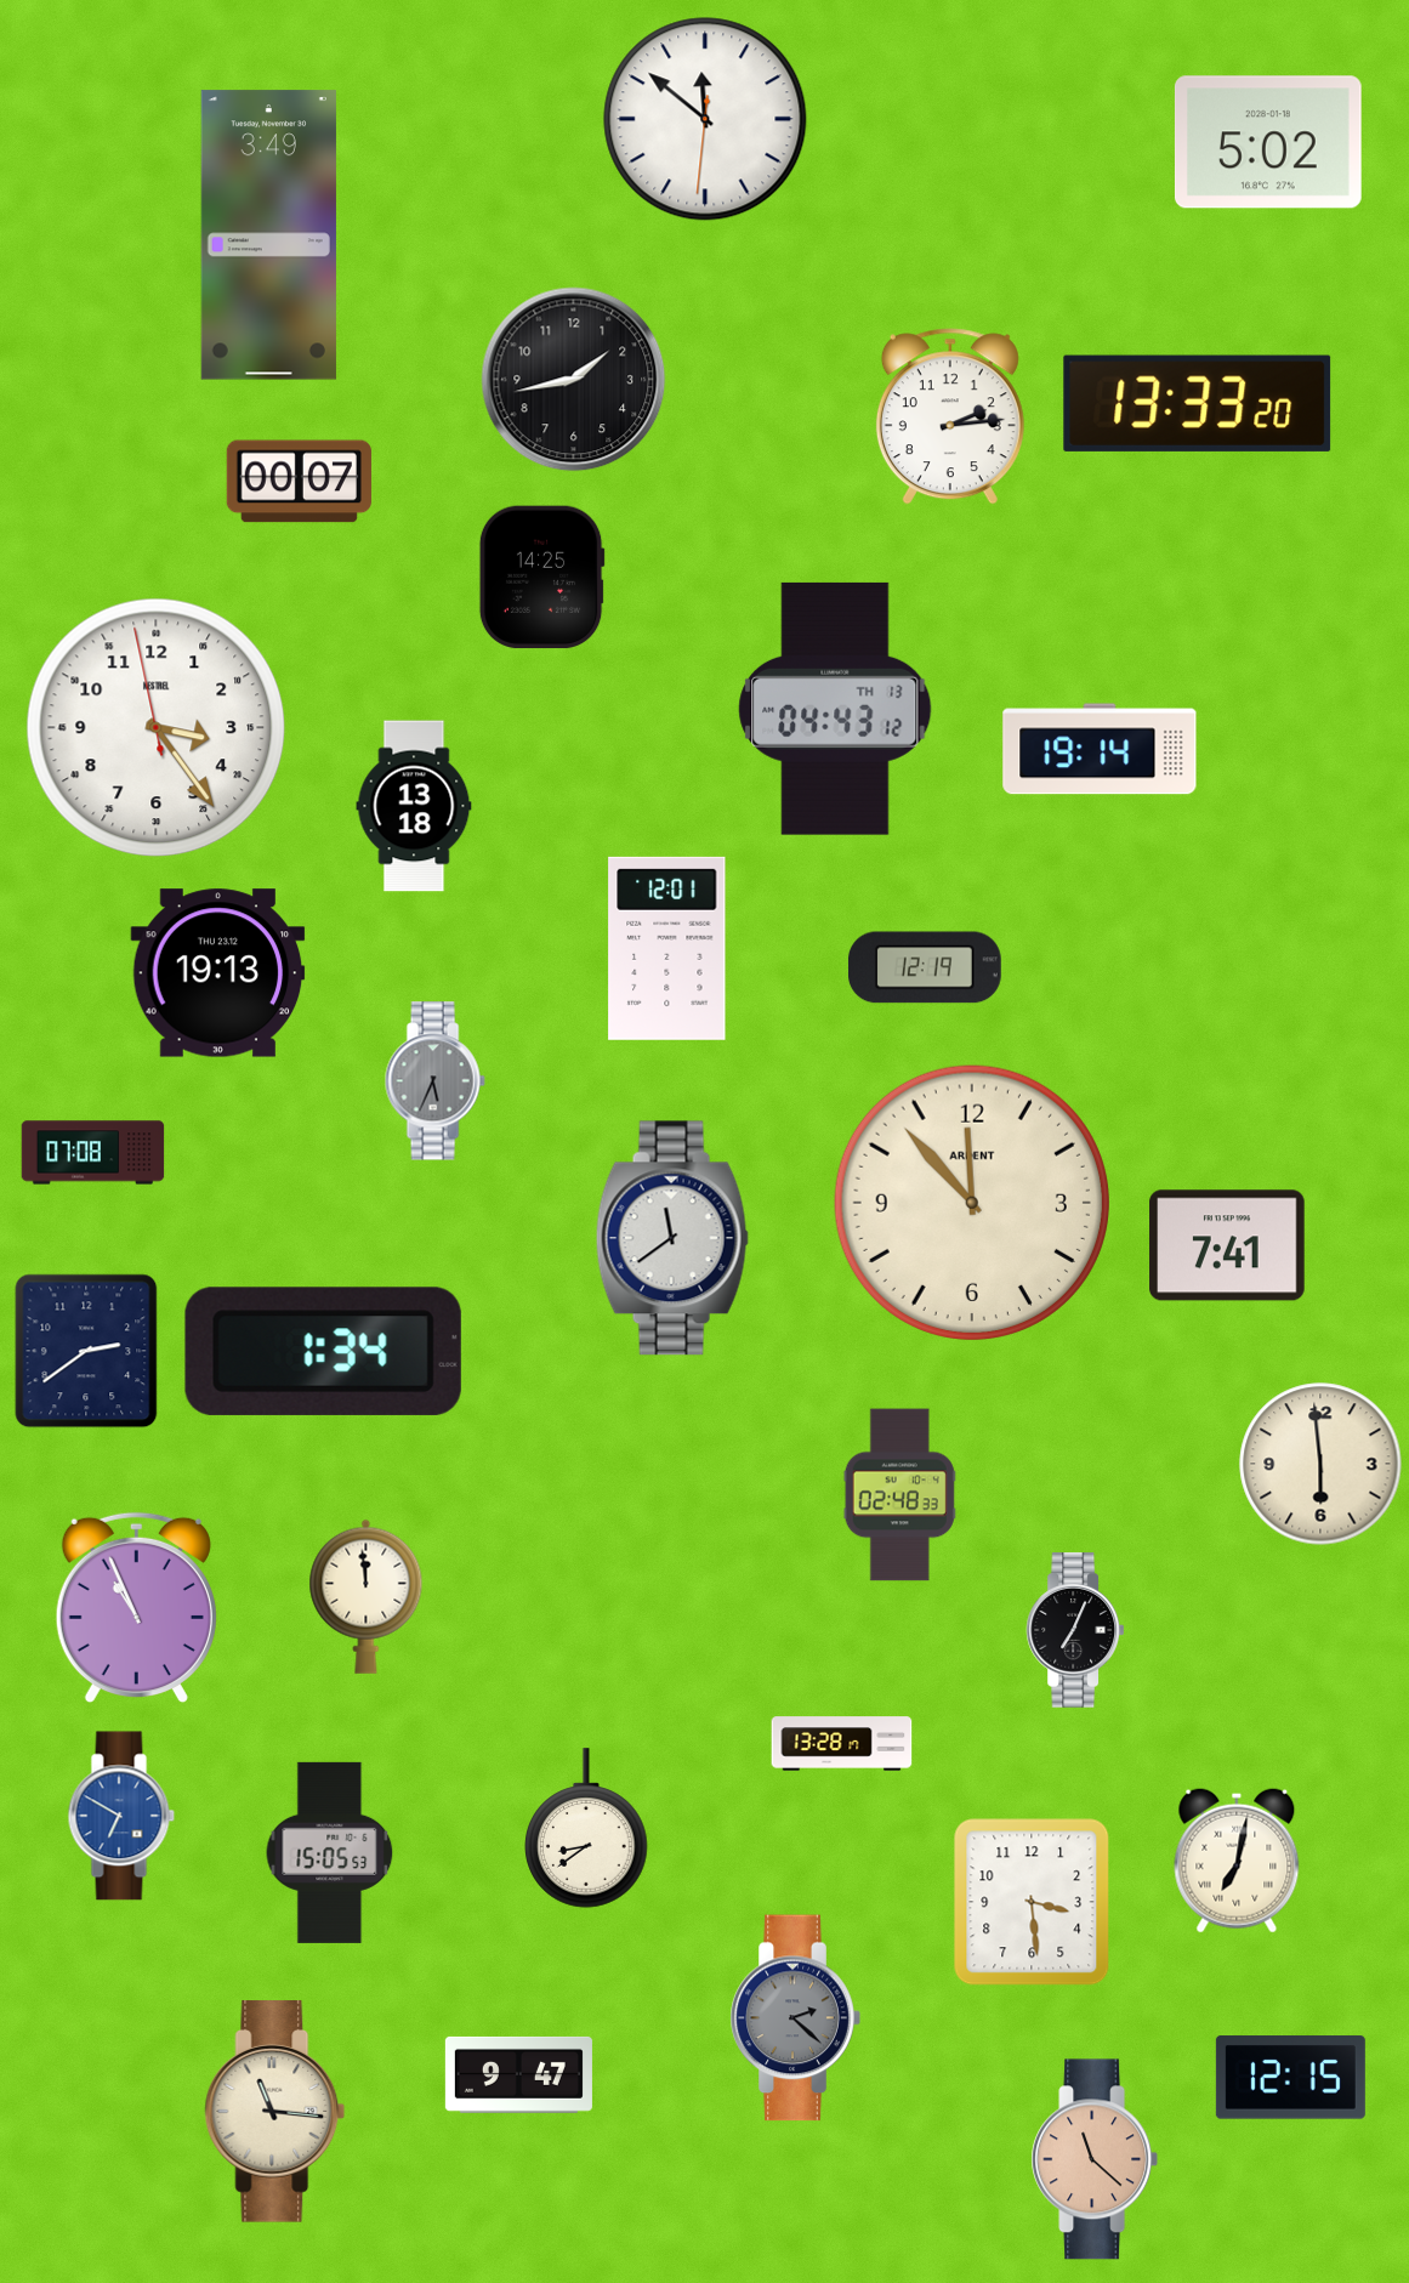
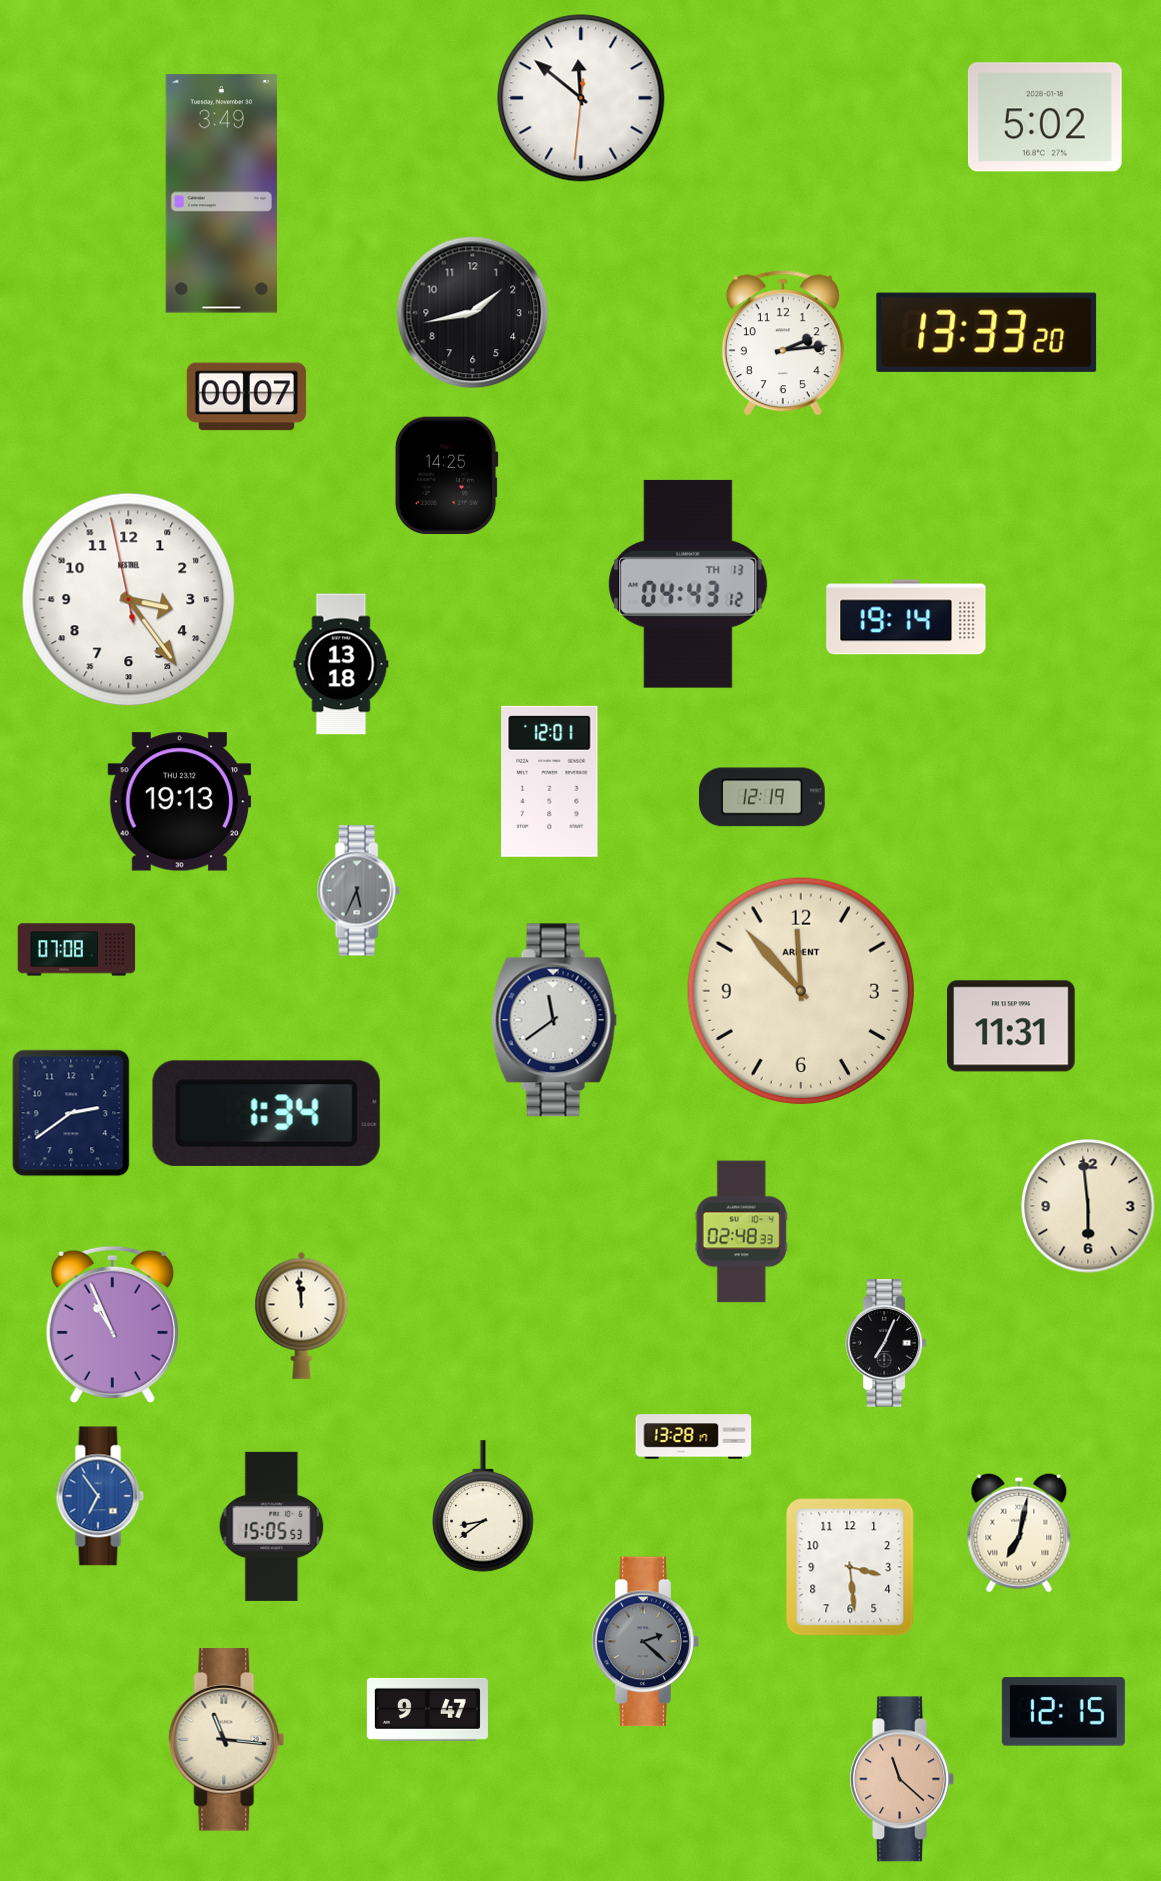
clock at (1227, 1245): 7:41 -> 11:31
clock at (121, 1816): 6:50 -> 6:54
clock at (795, 2018) position: (795, 2018) -> (645, 1642)
